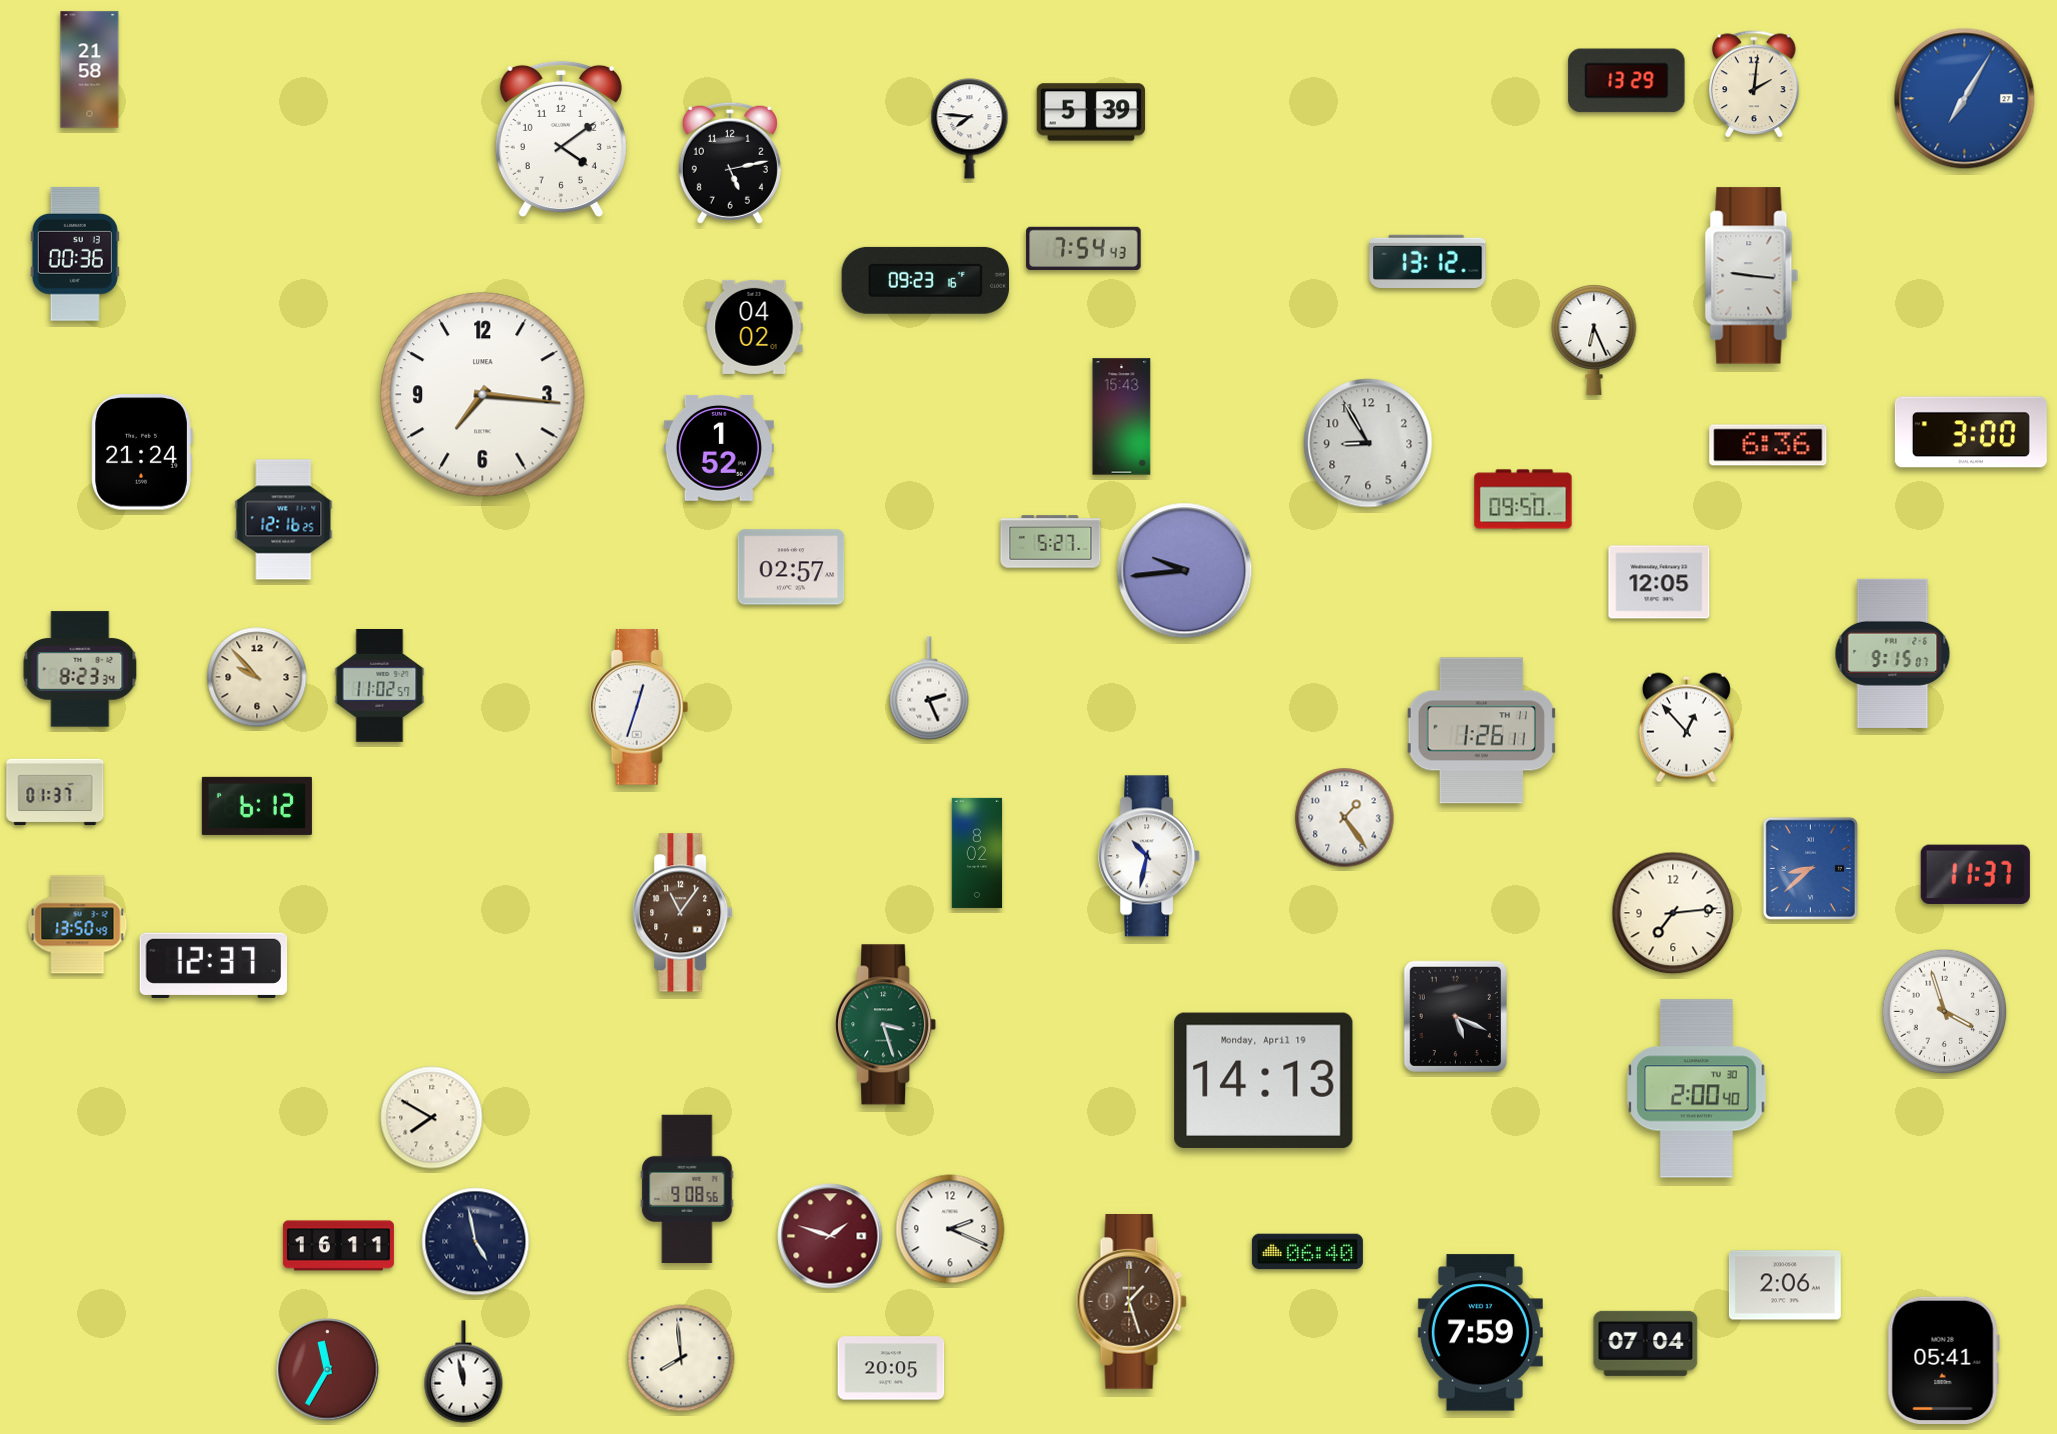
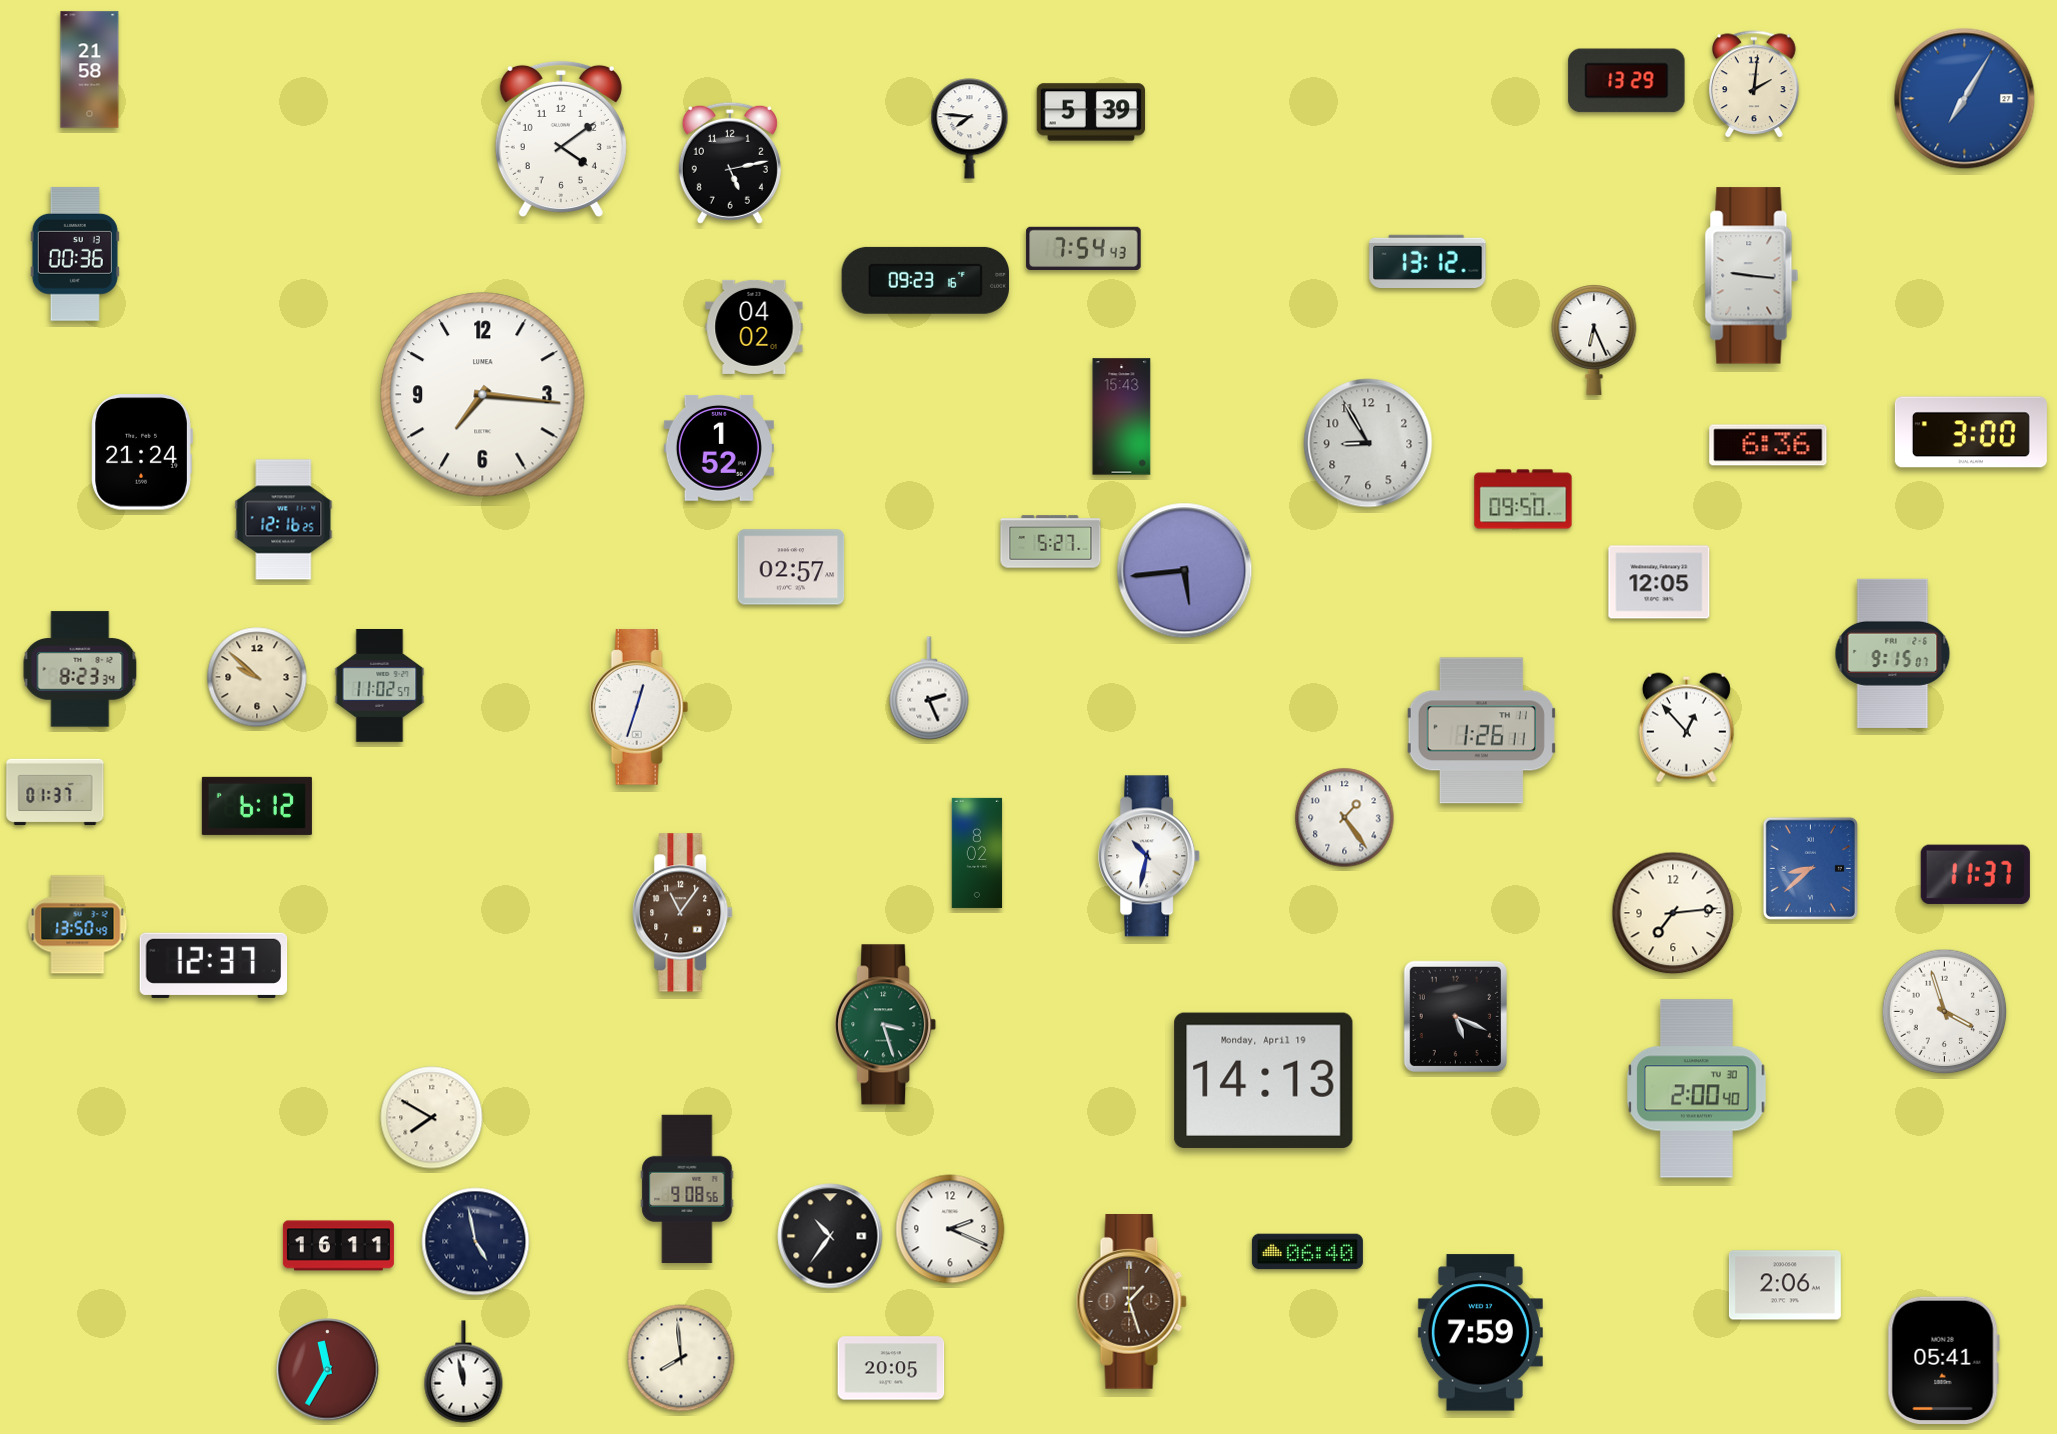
clock at (1185, 571): 9:44 -> 5:44
clock at (257, 677): 9:53 -> 9:52
clock at (830, 1236): 1:48 -> 10:36
clock at (830, 1236) dial: burgundy -> black
clock at (1646, 1343): 07:04 -> none
